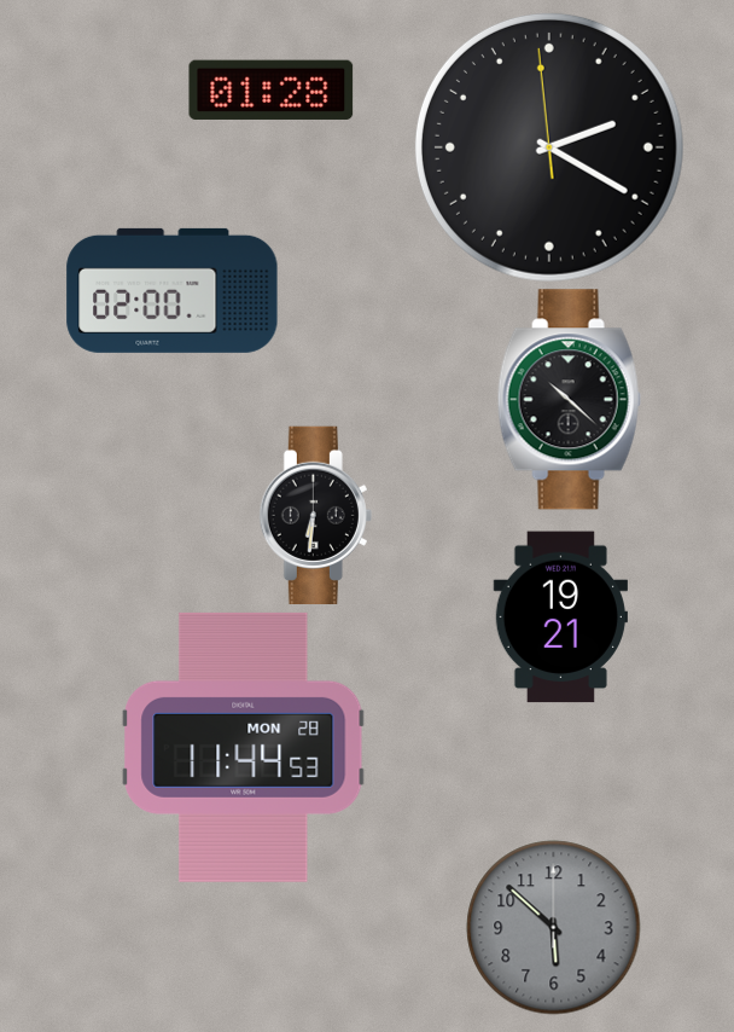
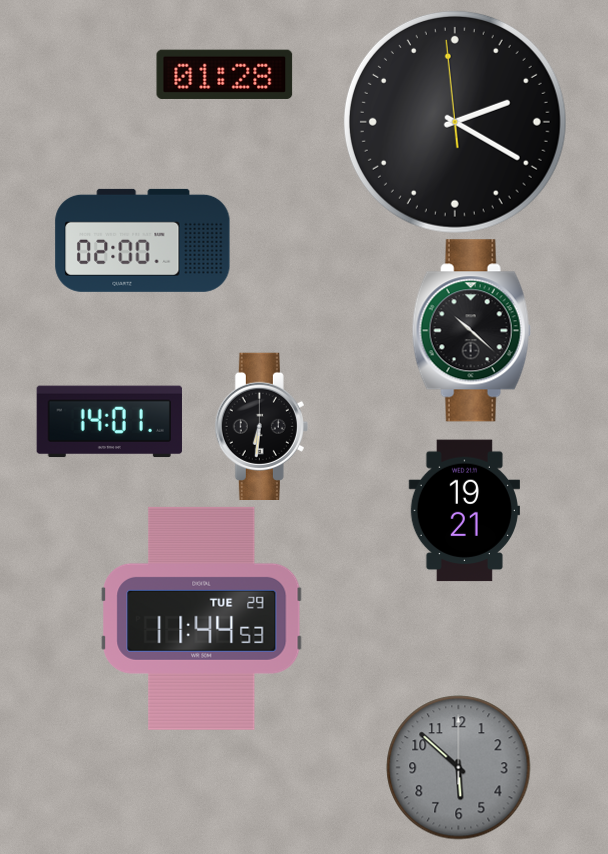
clock at (109, 422): none -> 14:01
clock at (244, 747) date: MON 28 -> TUE 29
